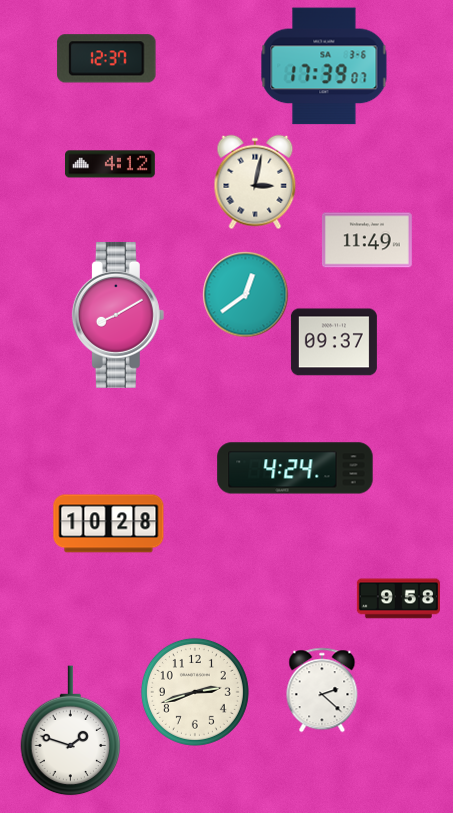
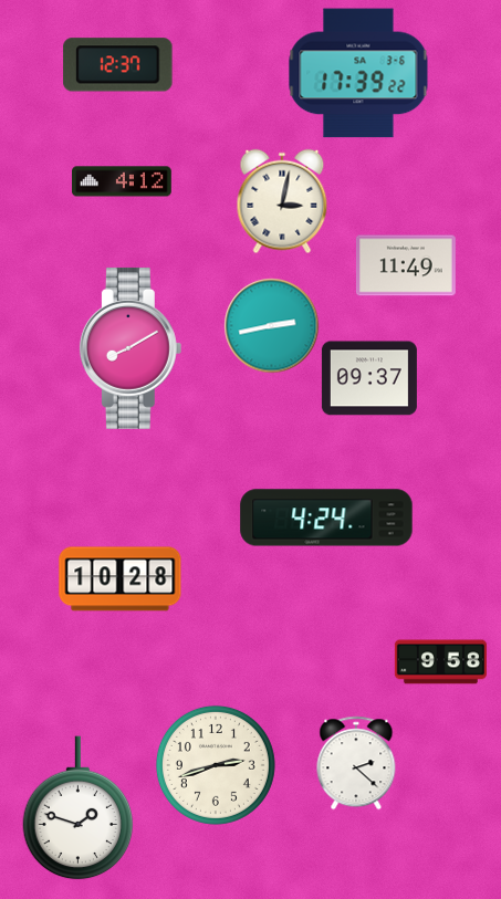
clock at (324, 66): 17:39:07 -> 17:39:22
clock at (245, 294): 12:39 -> 2:43
